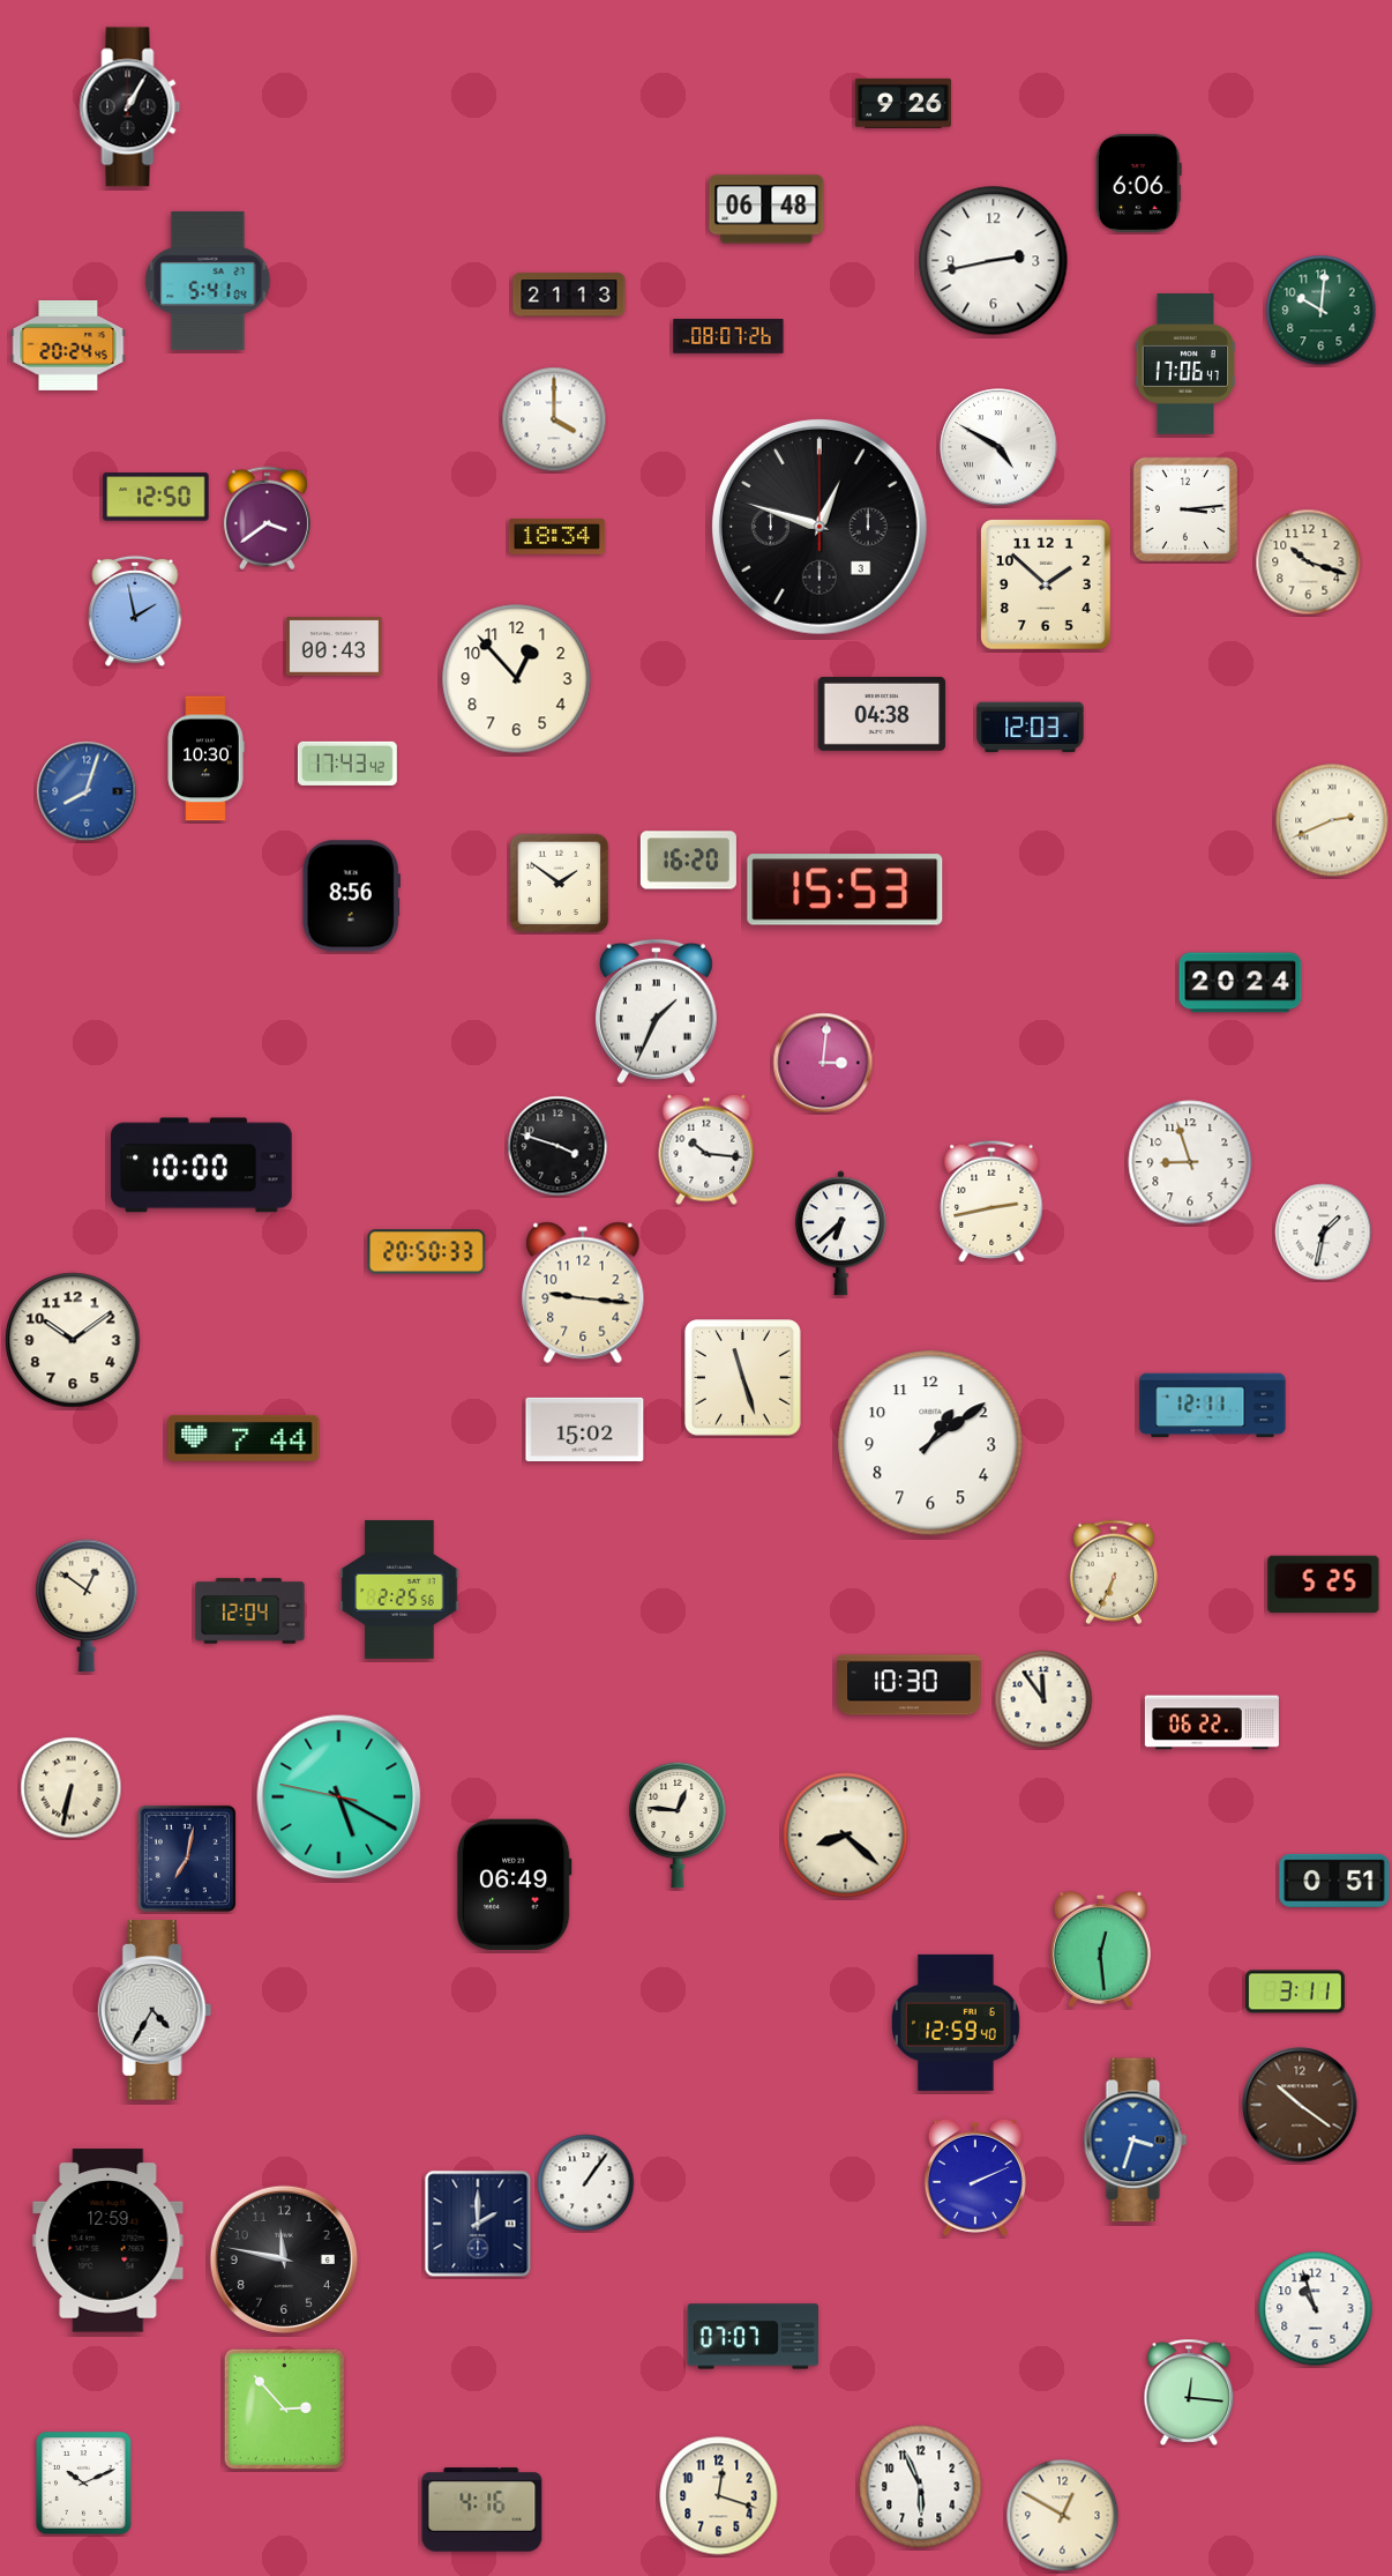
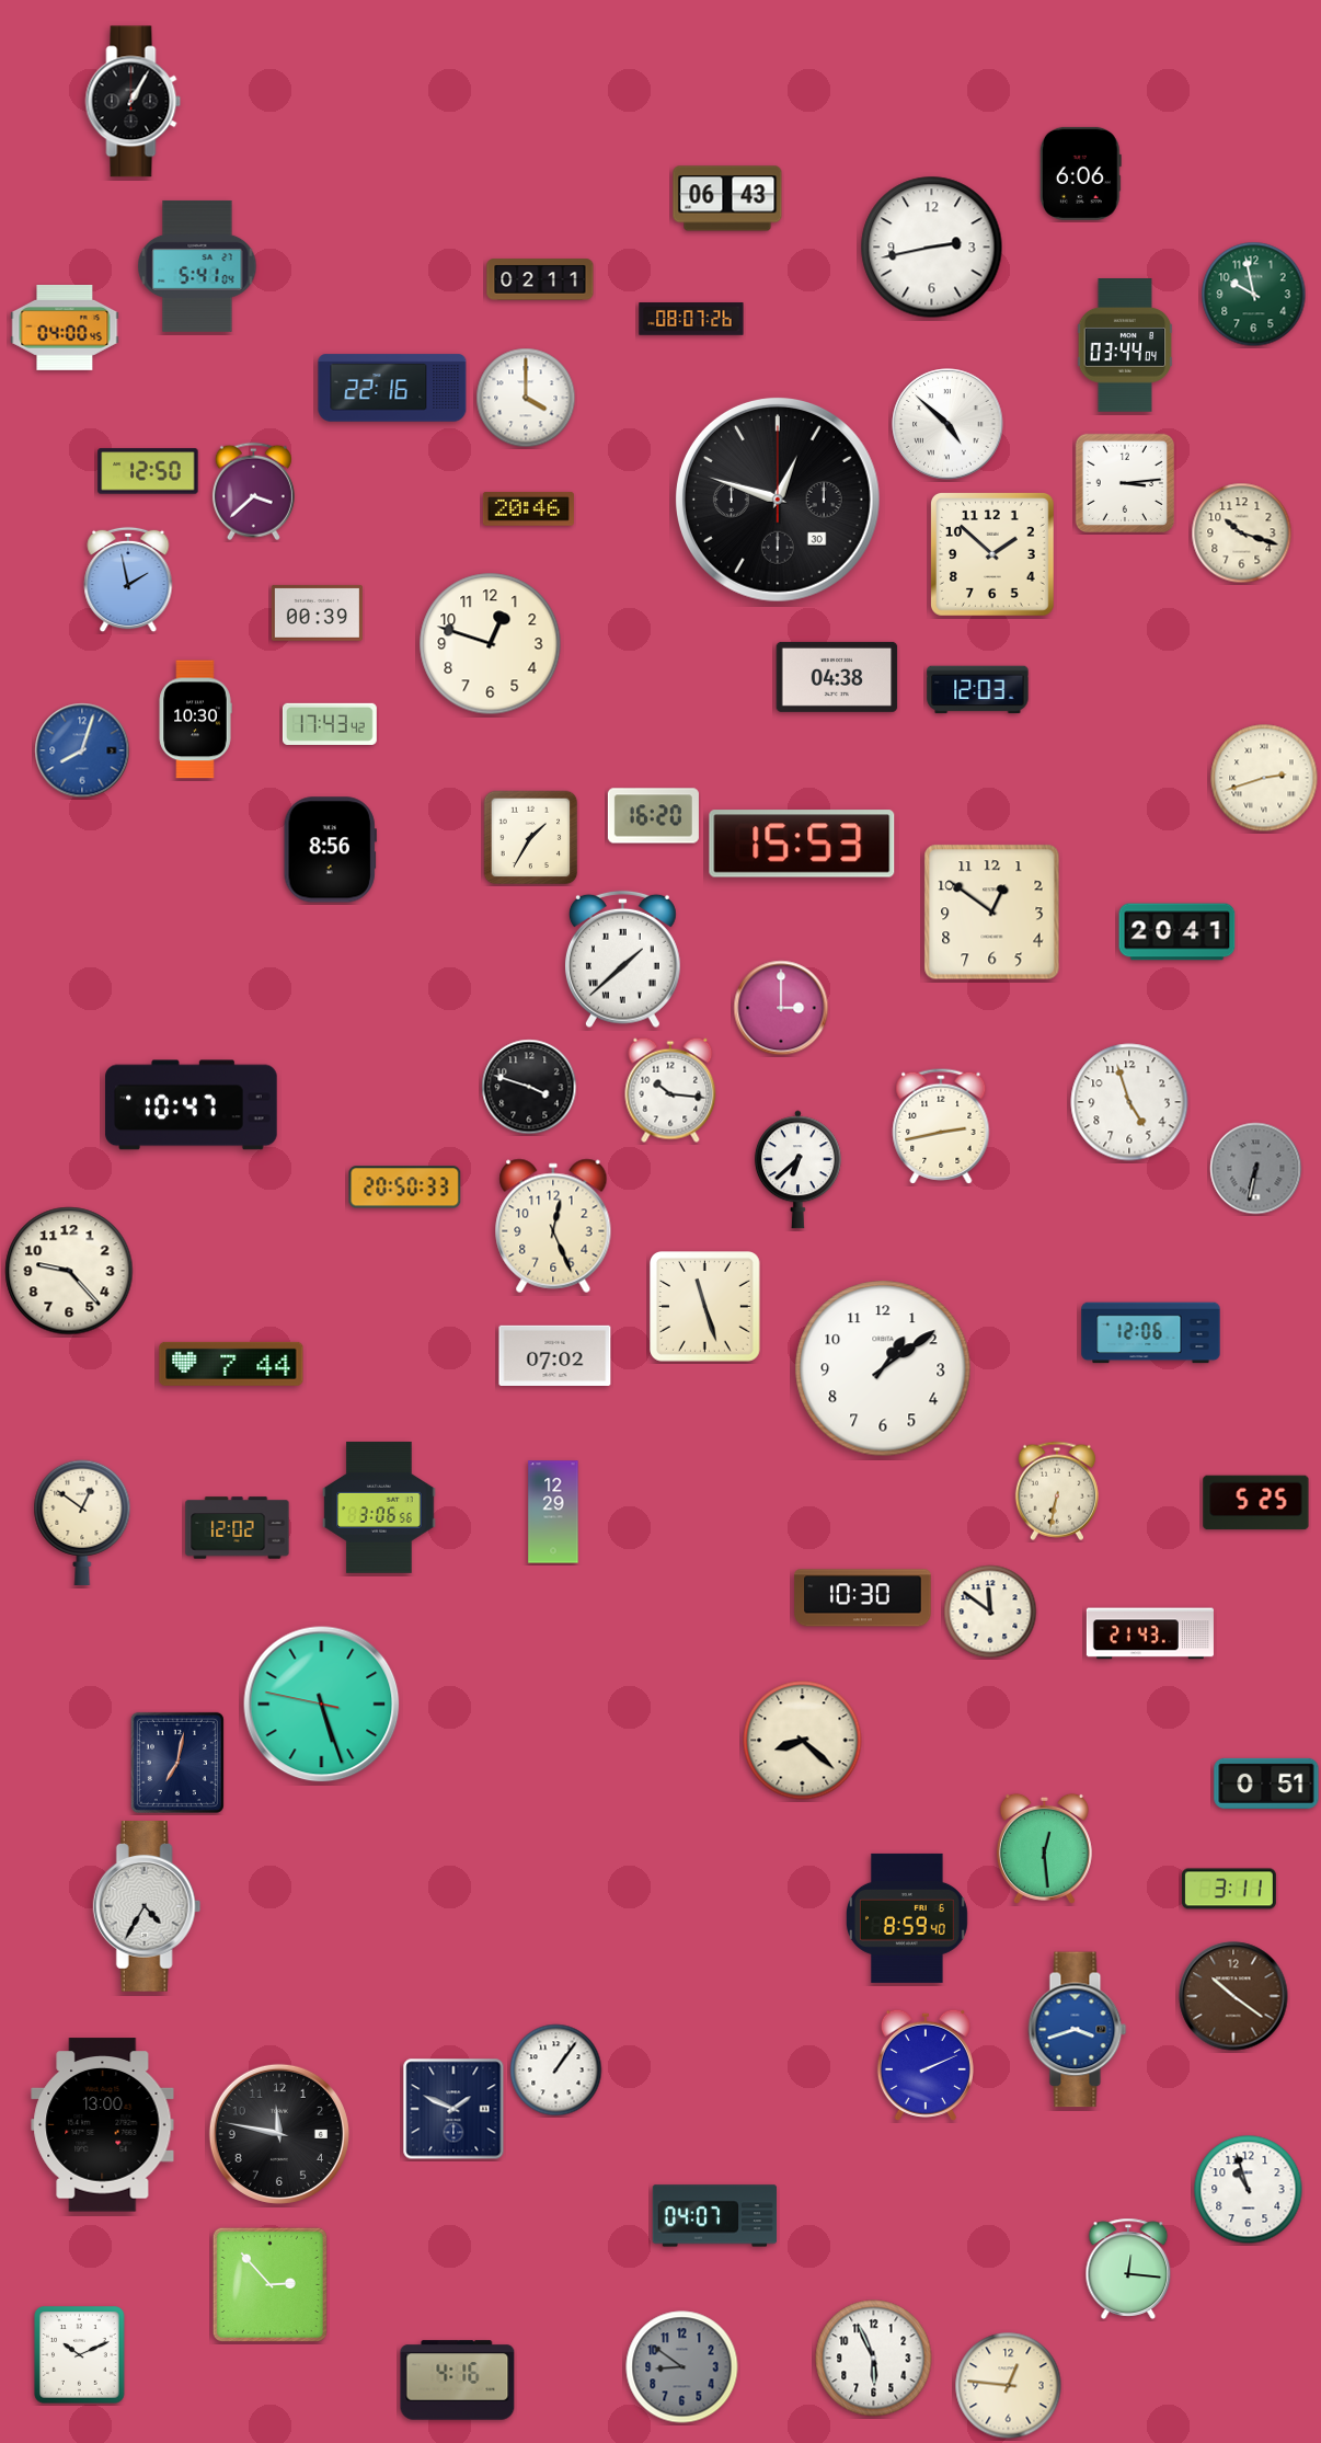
clock at (903, 103): 9:26 -> none
clock at (130, 107) position: (130, 107) -> (134, 102)
clock at (766, 209): 06:48 -> 06:43
clock at (994, 261) position: (994, 261) -> (932, 248)
clock at (569, 295): 21:13 -> 02:11
clock at (1322, 311): 10:01 -> 9:58
clock at (68, 347): 20:24 -> 04:00
clock at (1185, 364): 17:06 -> 03:44
clock at (392, 388): none -> 22:16
clock at (998, 447): 4:50 -> 4:52
clock at (267, 519): 3:39 -> 3:38
clock at (820, 527) date: 3 -> 30
clock at (556, 537): 18:34 -> 20:46
clock at (334, 646): 00:43 -> 00:39
clock at (517, 679): 12:53 -> 12:48
clock at (1332, 820): 2:41 -> 2:42
clock at (560, 884): 1:51 -> 1:35
clock at (351, 896) position: (351, 896) -> (330, 850)
clock at (992, 913): none -> 12:51
clock at (1241, 983): 20:24 -> 20:41
clock at (656, 1012): 1:34 -> 1:38
clock at (823, 1063): 3:01 -> 3:00
clock at (1190, 1162): 8:57 -> 4:57
clock at (202, 1166): 10:00 -> 10:47
clock at (991, 1201) position: (991, 1201) -> (941, 1126)
clock at (1324, 1233): 1:32 -> 6:32
clock at (1324, 1233) dial: white -> grey
clock at (583, 1293): 9:16 -> 12:26
clock at (73, 1340): 10:09 -> 9:23
clock at (1213, 1406): 12:11 -> 12:06
clock at (585, 1429): 15:02 -> 07:02
clock at (1114, 1572): 6:34 -> 6:32
clock at (399, 1589): 2:25 -> 3:06
clock at (553, 1512): none -> 12:29
clock at (250, 1611): 12:04 -> 12:02
clock at (1043, 1699): 11:54 -> 11:51
clock at (1212, 1722): 06:22 -> 21:43
clock at (72, 1788): 6:32 -> none
clock at (339, 1797): 5:19 -> 5:26
clock at (678, 1825): 12:46 -> none
clock at (514, 1884): 06:49 -> none
clock at (956, 2023): 12:59 -> 8:59
clock at (1136, 2141): 3:33 -> 3:42
clock at (478, 2224): 2:00 -> 1:49
clock at (108, 2241): 12:59 -> 13:00
clock at (284, 2259) position: (284, 2259) -> (279, 2134)
clock at (754, 2337): 07:07 -> 04:07
clock at (719, 2496): 12:18 -> 8:51
clock at (719, 2496) dial: cream -> grey
clock at (1063, 2516): 12:50 -> 12:46
